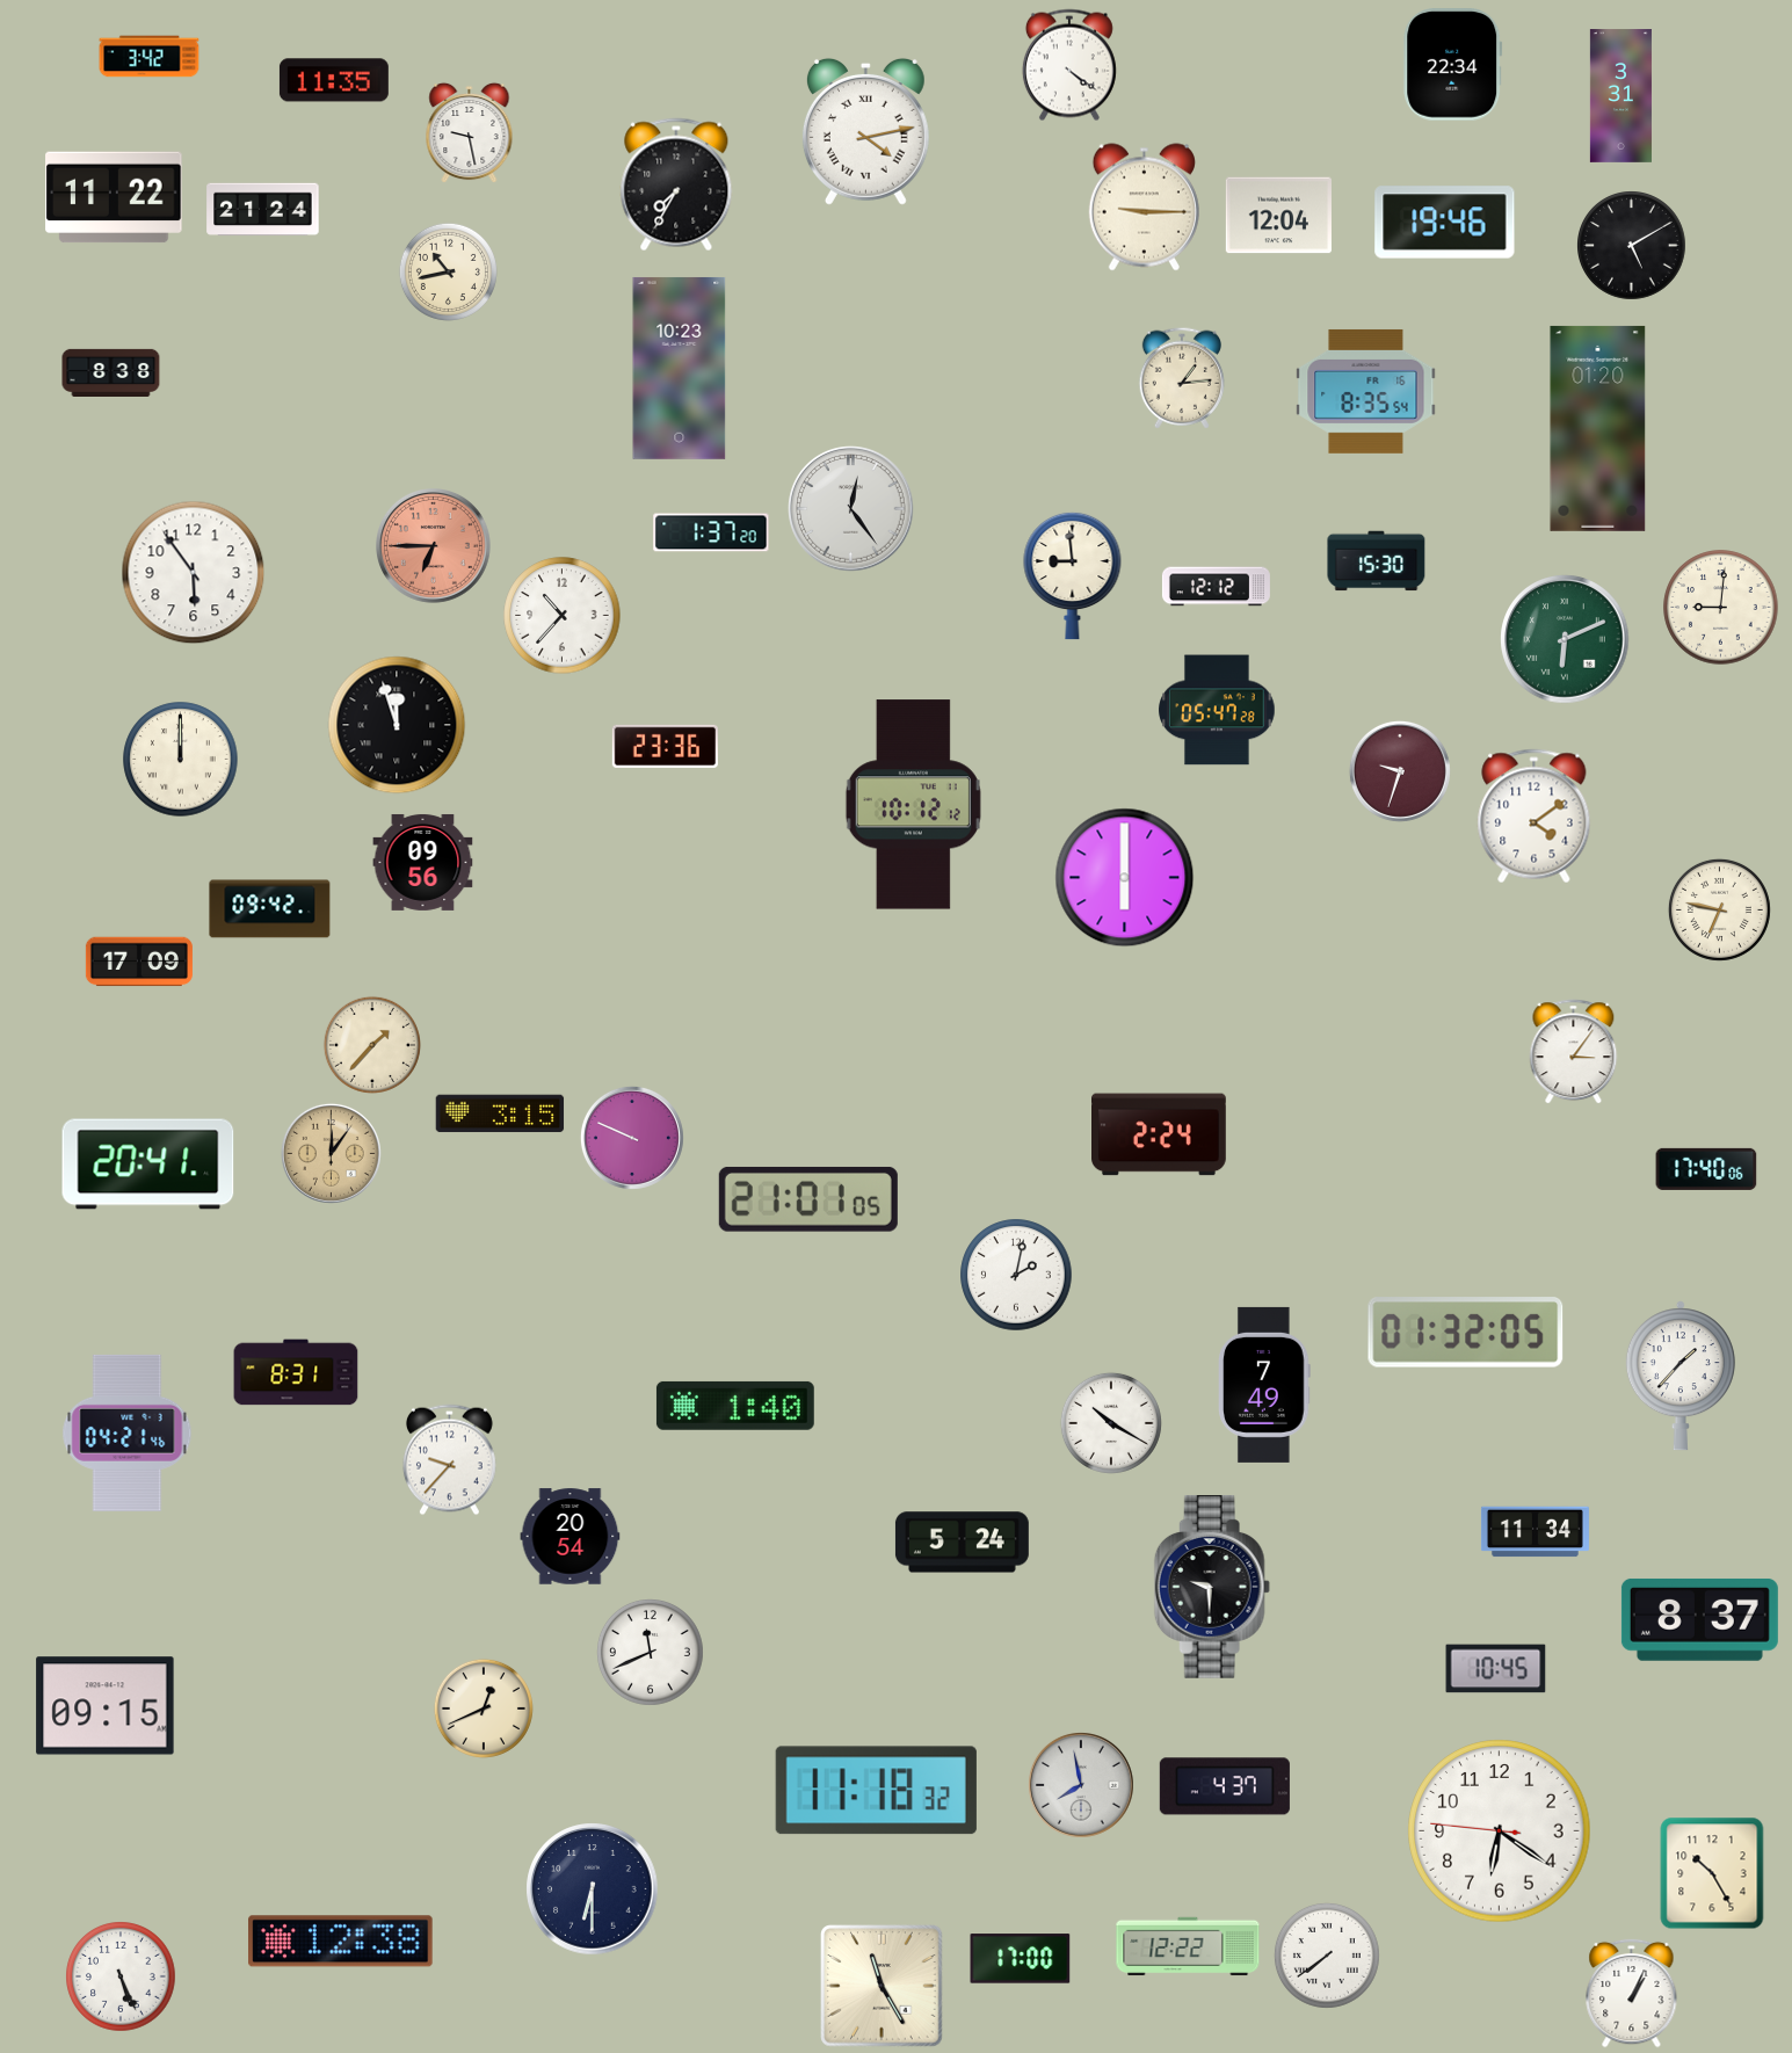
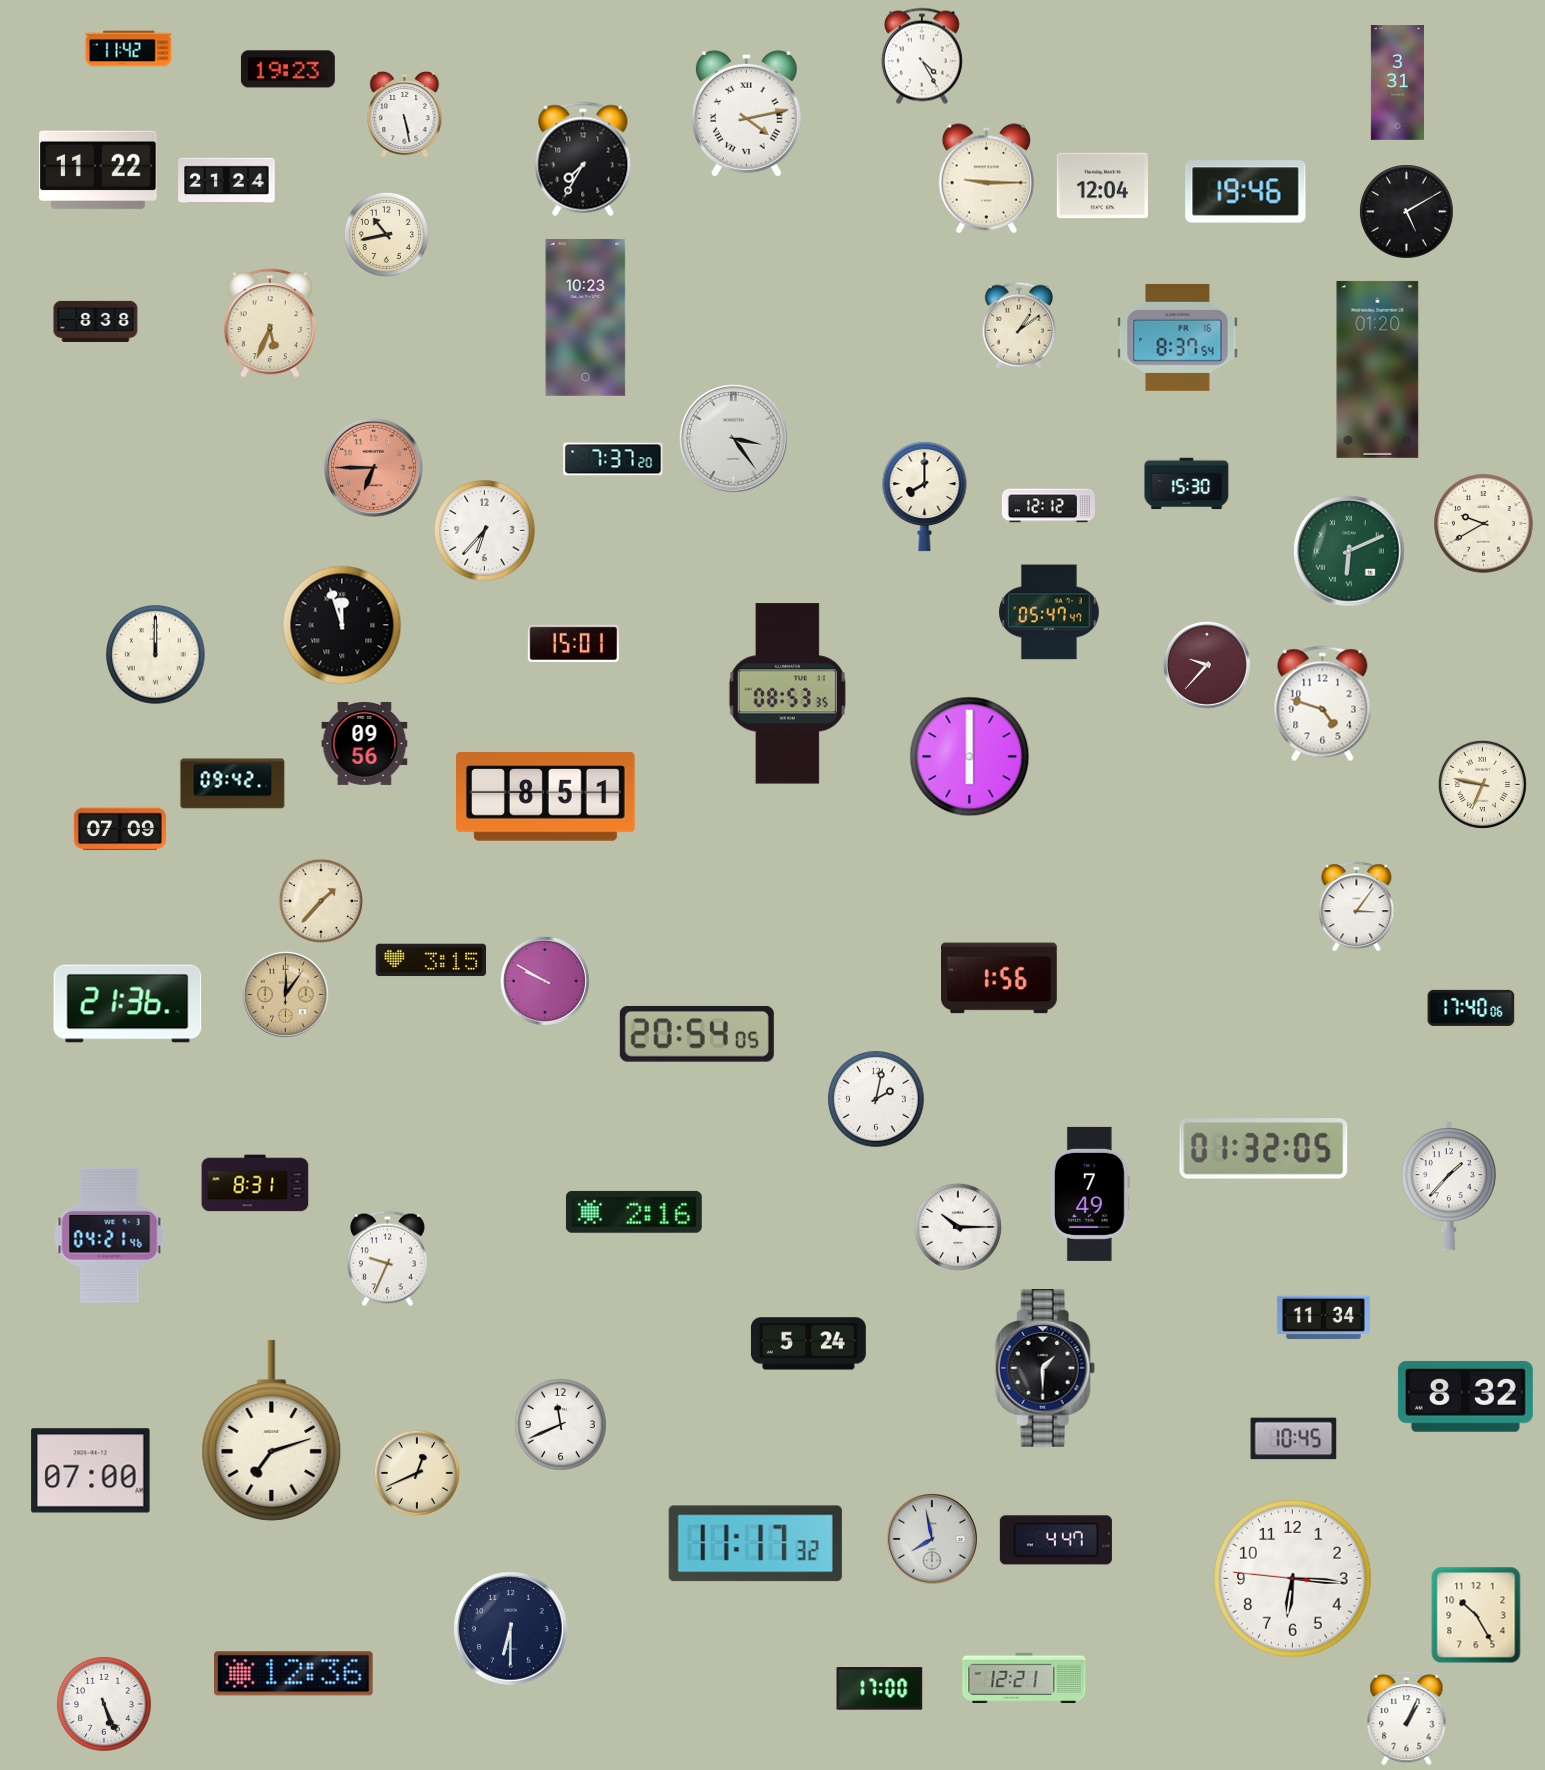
clock at (150, 57): 3:42 -> 11:42
clock at (1069, 65): 4:21 -> 4:25
clock at (1453, 65): 22:34 -> none
clock at (334, 80): 11:35 -> 19:23
clock at (470, 133): 9:28 -> 5:28
clock at (270, 323): none -> 5:34
clock at (1181, 378): 1:14 -> 1:09
clock at (1366, 391): 8:35 -> 8:37
clock at (851, 509): 12:24 -> 3:24
clock at (711, 532): 1:37 -> 7:37
clock at (434, 546) position: (434, 546) -> (374, 468)
clock at (194, 573): 5:54 -> none
clock at (1073, 575): 8:59 -> 8:00
clock at (1721, 608): 9:01 -> 9:40
clock at (563, 616): 10:37 -> 6:37
clock at (1217, 710): 05:47:28 -> 05:47:47
clock at (665, 746): 23:36 -> 15:01
clock at (1400, 771): 9:33 -> 9:37
clock at (913, 805): 10:12 -> 08:53
clock at (1535, 817): 4:09 -> 4:48
clock at (546, 797): none -> 8:51
clock at (139, 962): 17:09 -> 07:09
clock at (1160, 1134): 2:24 -> 1:56
clock at (632, 1138): 9:49 -> 9:50
clock at (148, 1165): 20:41 -> 21:36
clock at (808, 1199): 21:01 -> 20:54
clock at (735, 1406): 1:40 -> 2:16
clock at (1111, 1423): 10:20 -> 10:15
clock at (449, 1460): 9:37 -> 9:34
clock at (1535, 1532) position: (1535, 1532) -> (1323, 1318)
clock at (571, 1537): 20:54 -> none
clock at (962, 1543) position: (962, 1543) -> (808, 1344)
clock at (1212, 1588): 9:30 -> 1:30
clock at (1699, 1620): 8:37 -> 8:32
clock at (272, 1431): none -> 7:12
clock at (1496, 1669) position: (1496, 1669) -> (1294, 1439)
clock at (106, 1706): 09:15 -> 07:00
clock at (1225, 1786): 4:37 -> 4:47
clock at (876, 1791): 11:18 -> 11:17
clock at (1500, 1831): 6:20 -> 6:15
clock at (341, 1942): 12:38 -> 12:36
clock at (1188, 1946): 12:22 -> 12:21
clock at (1327, 1956): 7:39 -> none
clock at (882, 1986): 11:25 -> none
